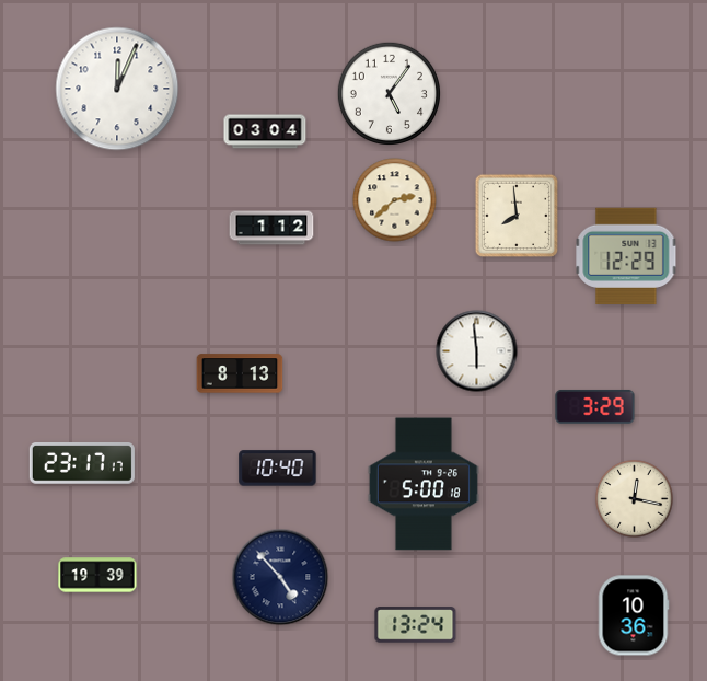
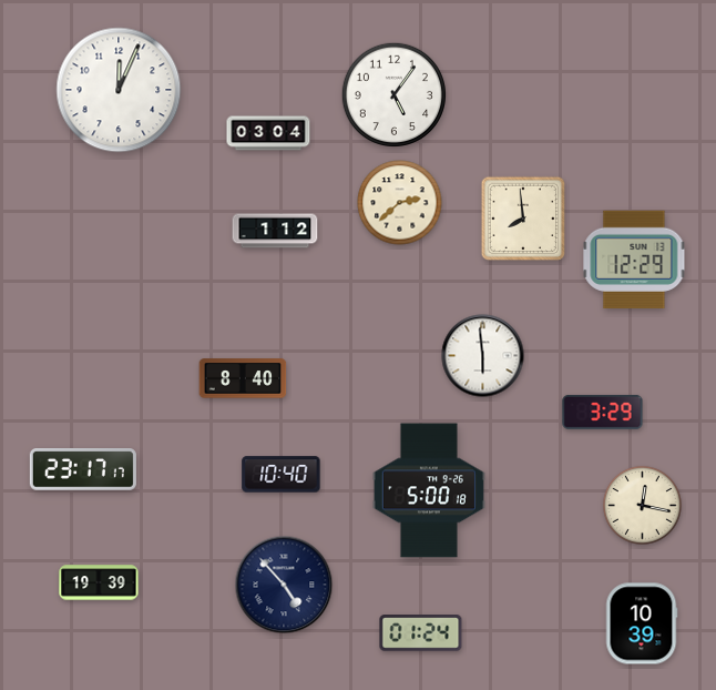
clock at (240, 373): 8:13 -> 8:40
clock at (634, 615): 10:36 -> 10:39
clock at (416, 625): 13:24 -> 01:24
